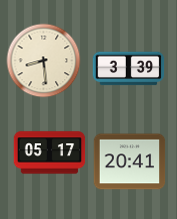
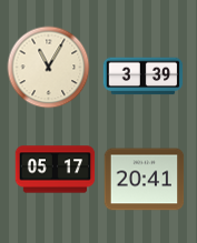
clock at (44, 61): 8:29 -> 11:05
